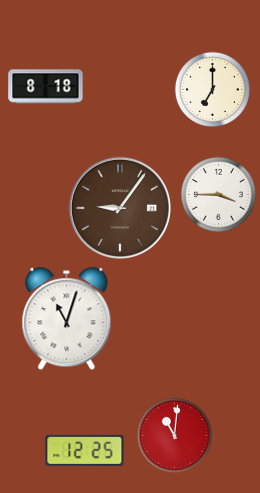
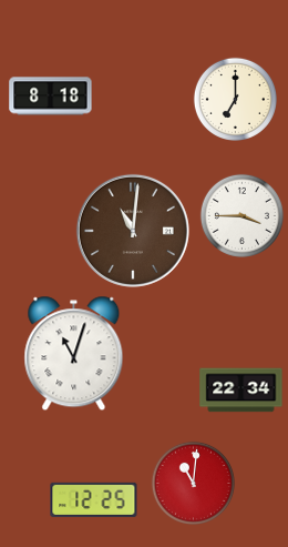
clock at (120, 208): 9:06 -> 11:01
clock at (241, 391): none -> 22:34
